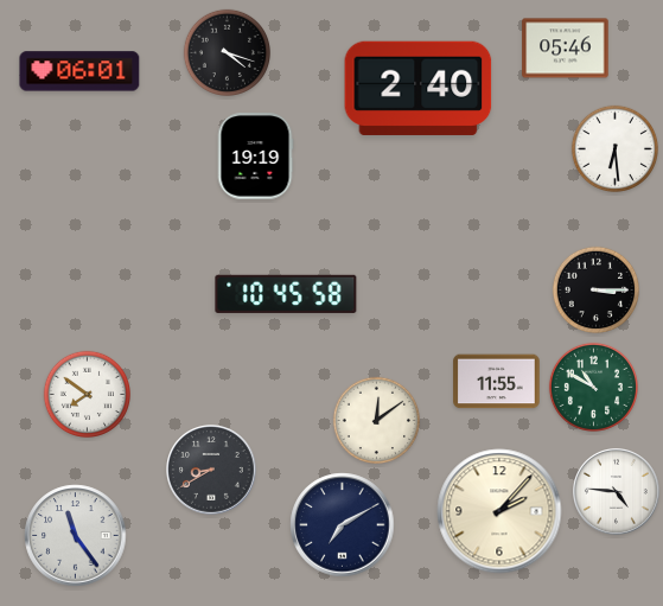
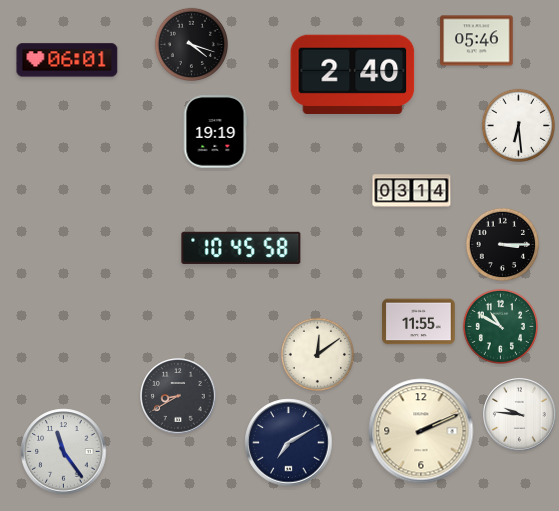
clock at (412, 191): none -> 03:14
clock at (87, 394): 7:51 -> none
clock at (617, 492): 4:46 -> 9:46
clock at (499, 511): 2:07 -> 2:11
